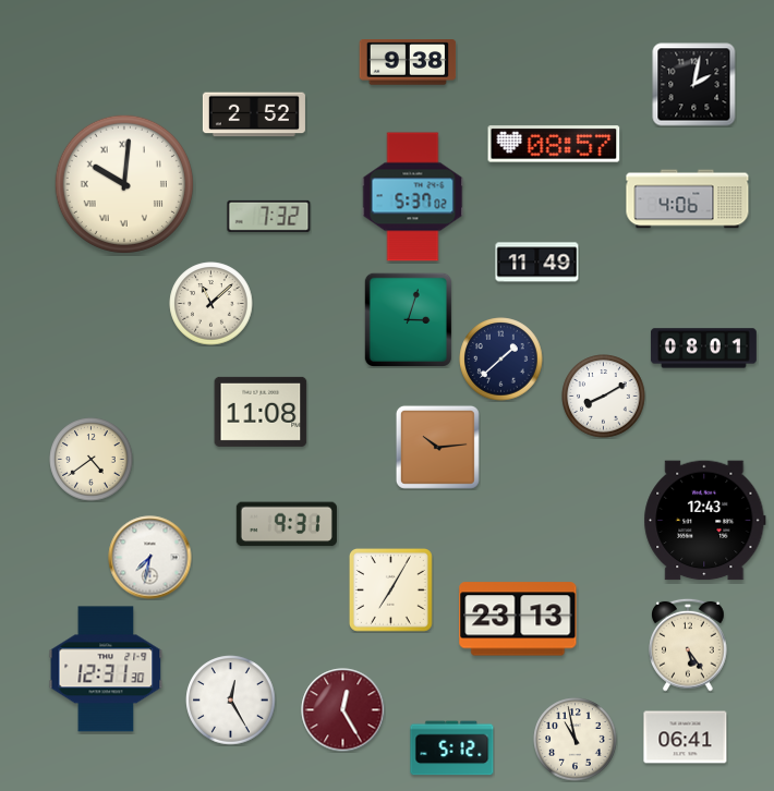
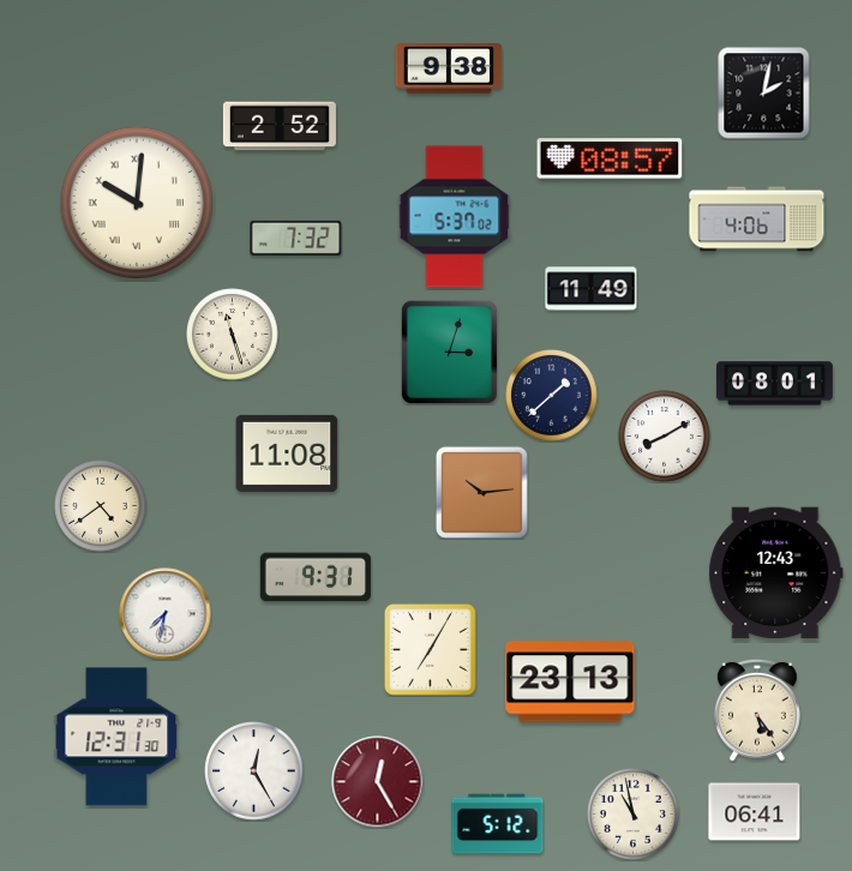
clock at (211, 304): 11:08 -> 11:27
